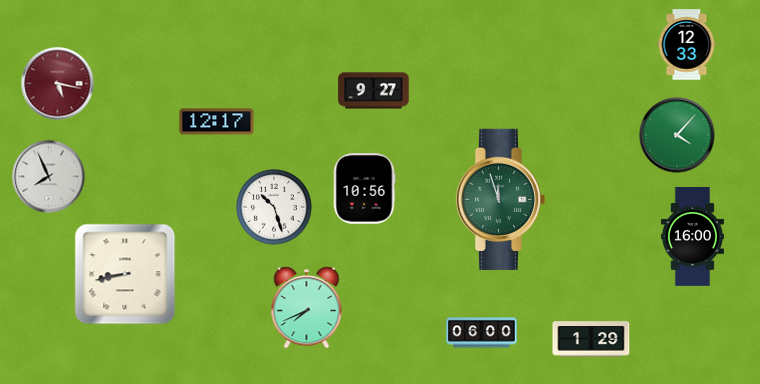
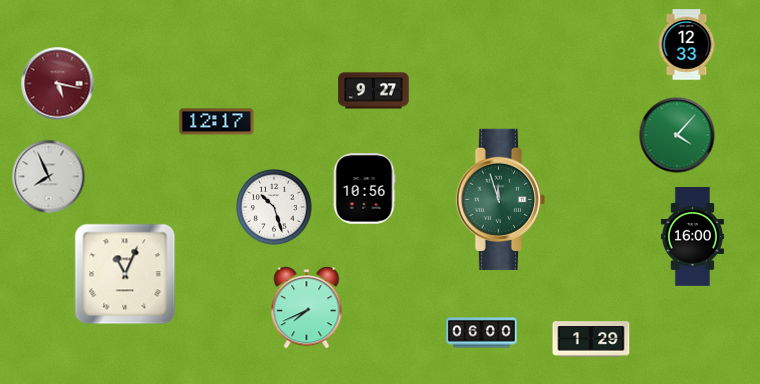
clock at (125, 274): 8:43 -> 11:04
